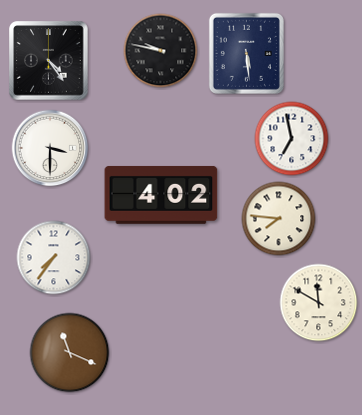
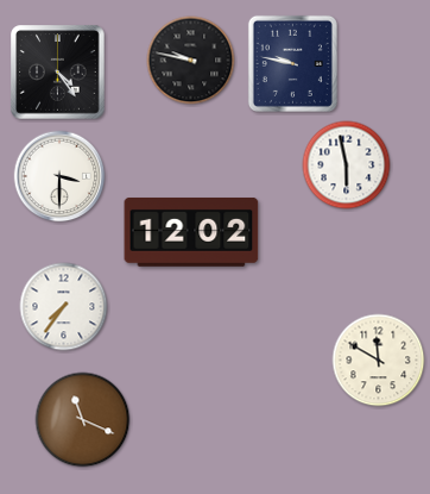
clock at (246, 53): 5:29 -> 9:47
clock at (292, 139): 6:58 -> 5:58
clock at (161, 195): 4:02 -> 12:02
clock at (279, 219): 7:46 -> none
